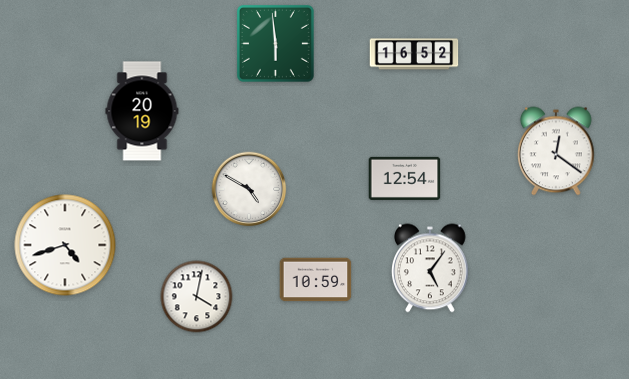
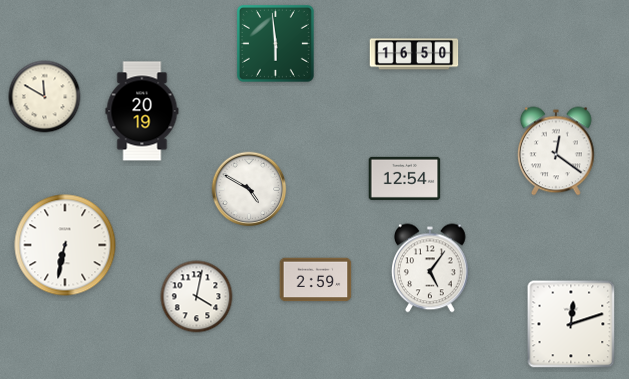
clock at (414, 54): 16:52 -> 16:50
clock at (45, 97): none -> 11:50
clock at (65, 245): 4:42 -> 6:32
clock at (316, 280): 10:59 -> 2:59
clock at (571, 324): none -> 12:12
